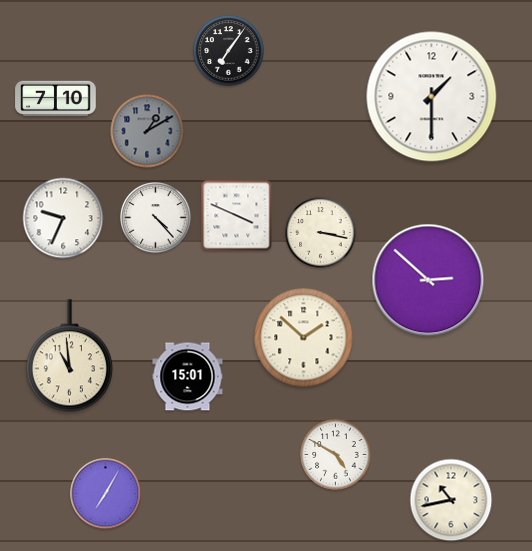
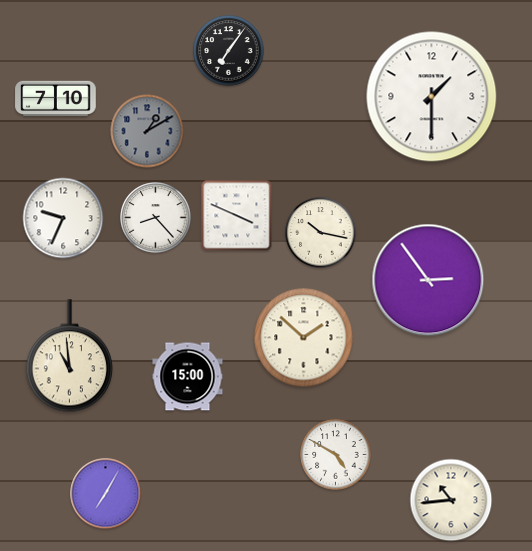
clock at (156, 218): 4:23 -> 8:23
clock at (321, 233): 3:17 -> 10:17
clock at (428, 280): 2:52 -> 2:54
clock at (188, 377): 15:01 -> 15:00
clock at (451, 500): 10:43 -> 10:44
